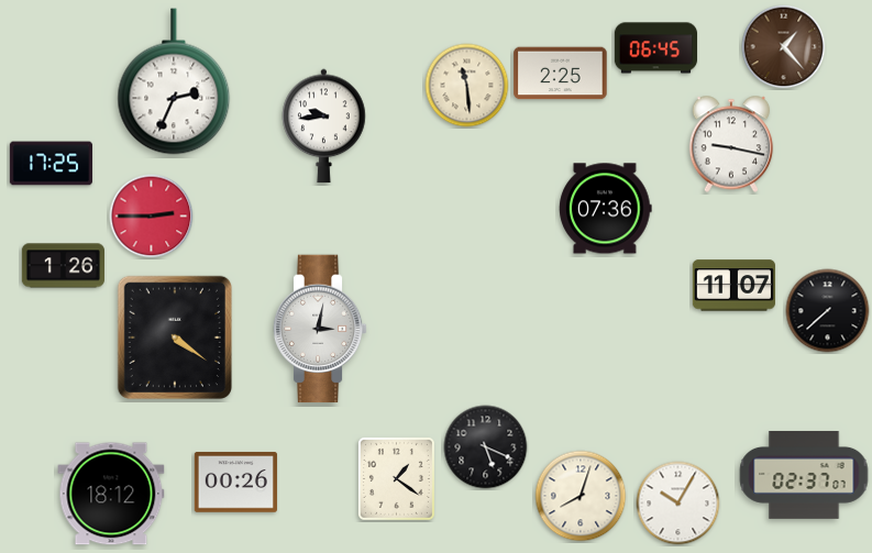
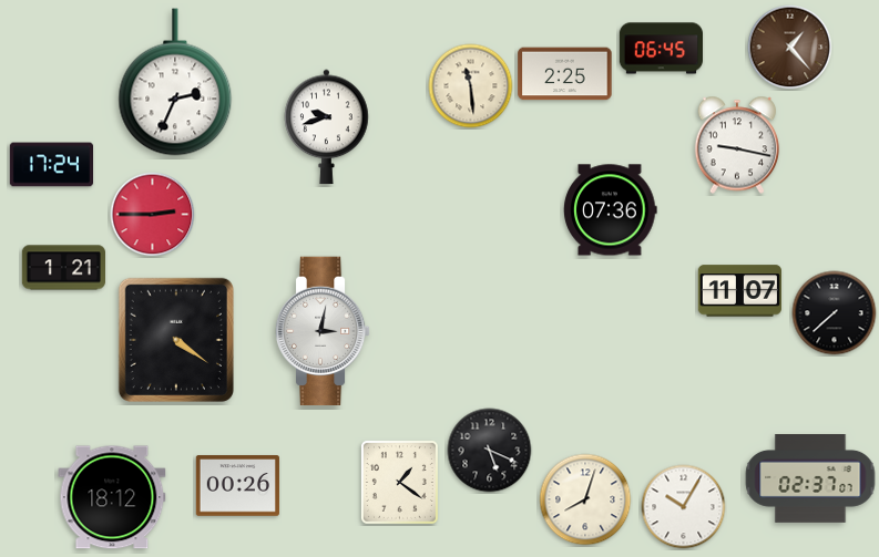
clock at (324, 126): 9:44 -> 9:42
clock at (51, 164): 17:25 -> 17:24
clock at (152, 217) position: (152, 217) -> (153, 215)
clock at (63, 266): 1:26 -> 1:21
clock at (733, 286) position: (733, 286) -> (739, 291)
